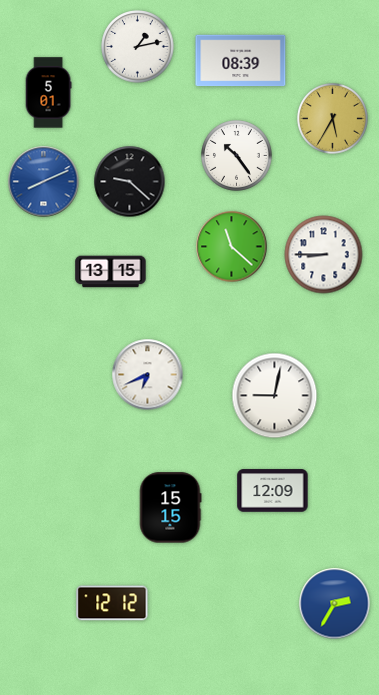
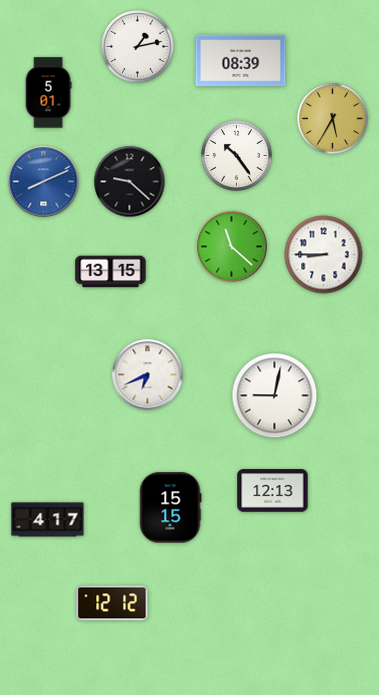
clock at (273, 491): 12:09 -> 12:13
clock at (48, 520): none -> 4:17
clock at (335, 604): 2:35 -> none
